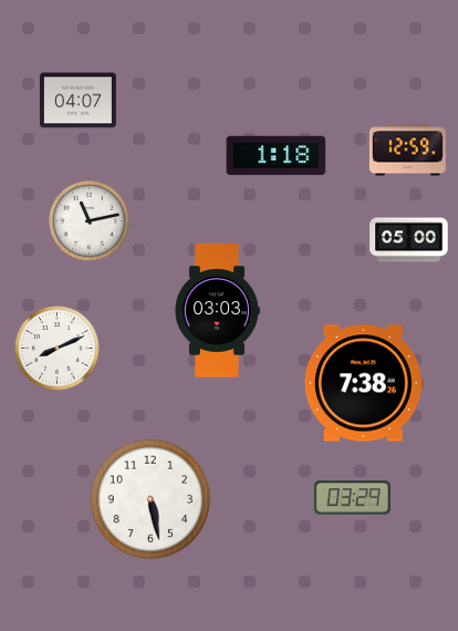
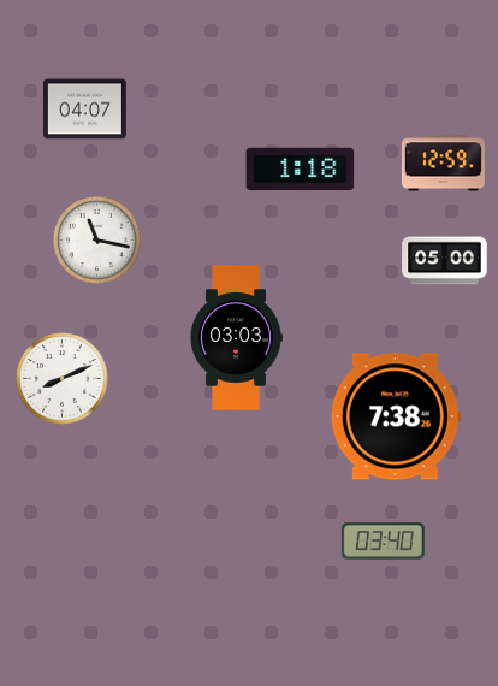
clock at (90, 220): 11:13 -> 11:17
clock at (352, 498): 03:29 -> 03:40
clock at (150, 499): 5:28 -> none
